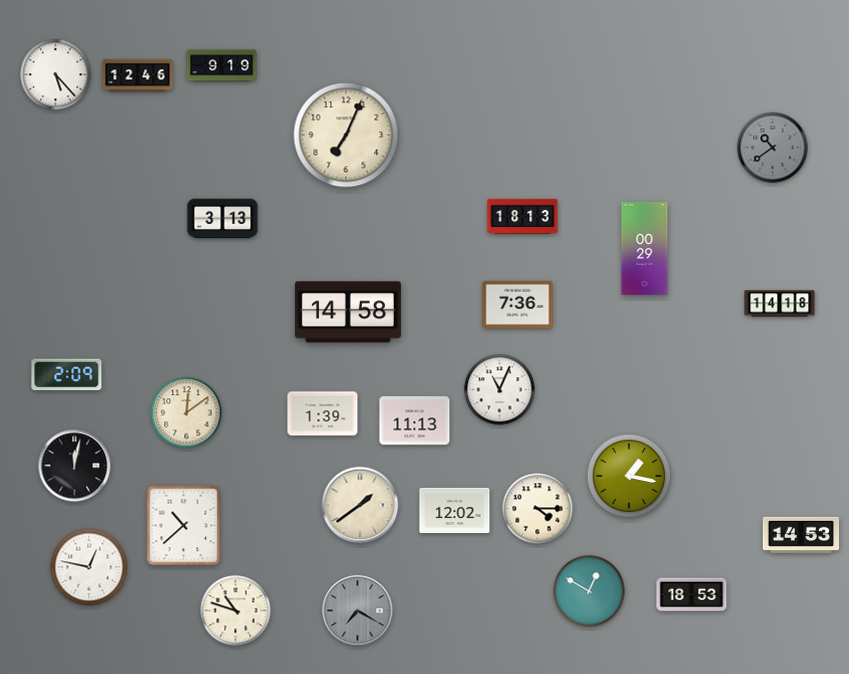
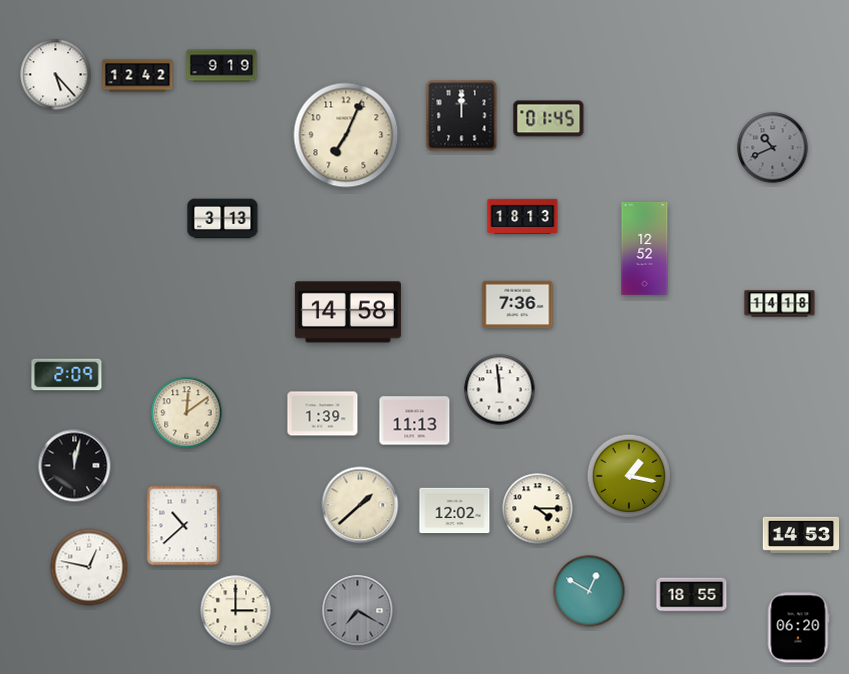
clock at (138, 76): 12:46 -> 12:42
clock at (462, 116): none -> 12:00
clock at (549, 119): none -> 01:45
clock at (773, 148): 10:39 -> 10:41
clock at (645, 249): 00:29 -> 12:52
clock at (500, 390): 11:04 -> 11:59
clock at (360, 505): 1:39 -> 1:38
clock at (692, 595): 18:53 -> 18:55
clock at (236, 611): 10:48 -> 3:00
clock at (798, 628): none -> 06:20
